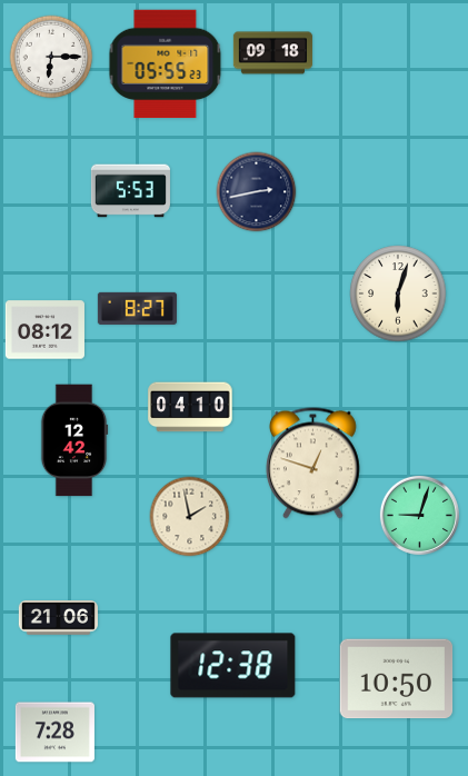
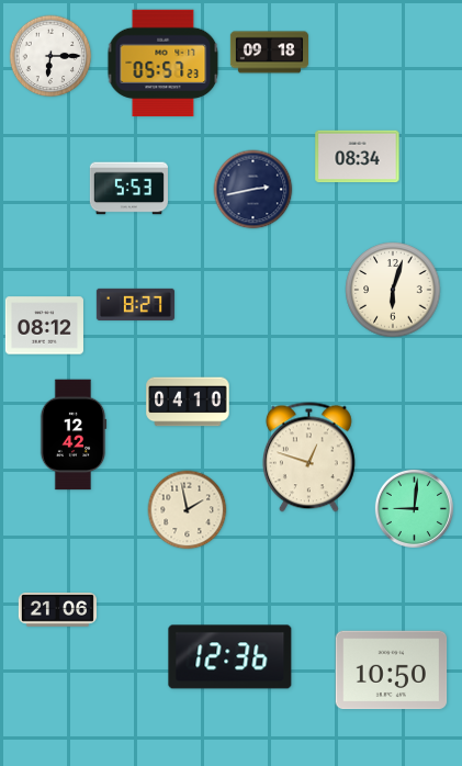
clock at (166, 64): 05:55 -> 05:57
clock at (358, 157): none -> 08:34
clock at (419, 515): 9:03 -> 9:01
clock at (233, 666): 12:38 -> 12:36
clock at (54, 733): 7:28 -> none
